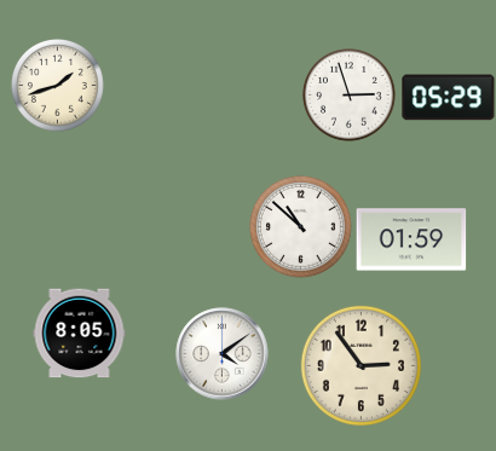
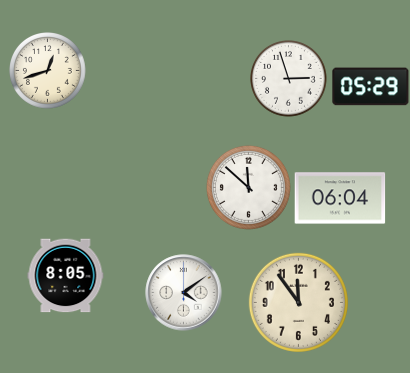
clock at (58, 86): 1:42 -> 12:42
clock at (449, 98) position: (449, 98) -> (371, 87)
clock at (300, 226): 10:52 -> 11:52
clock at (411, 239): 01:59 -> 06:04
clock at (361, 365): 2:54 -> 11:54
